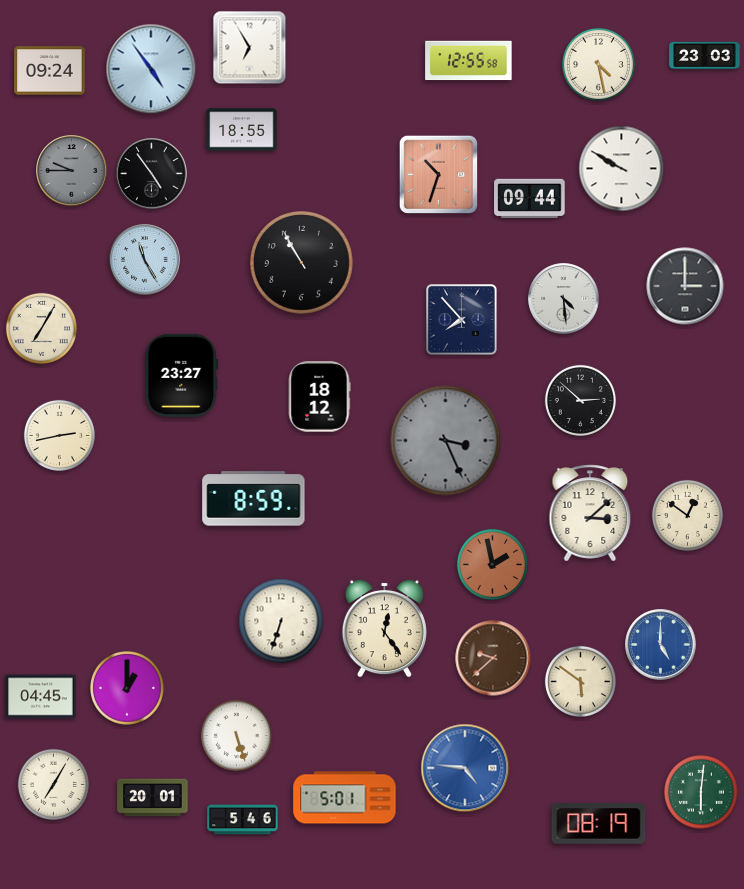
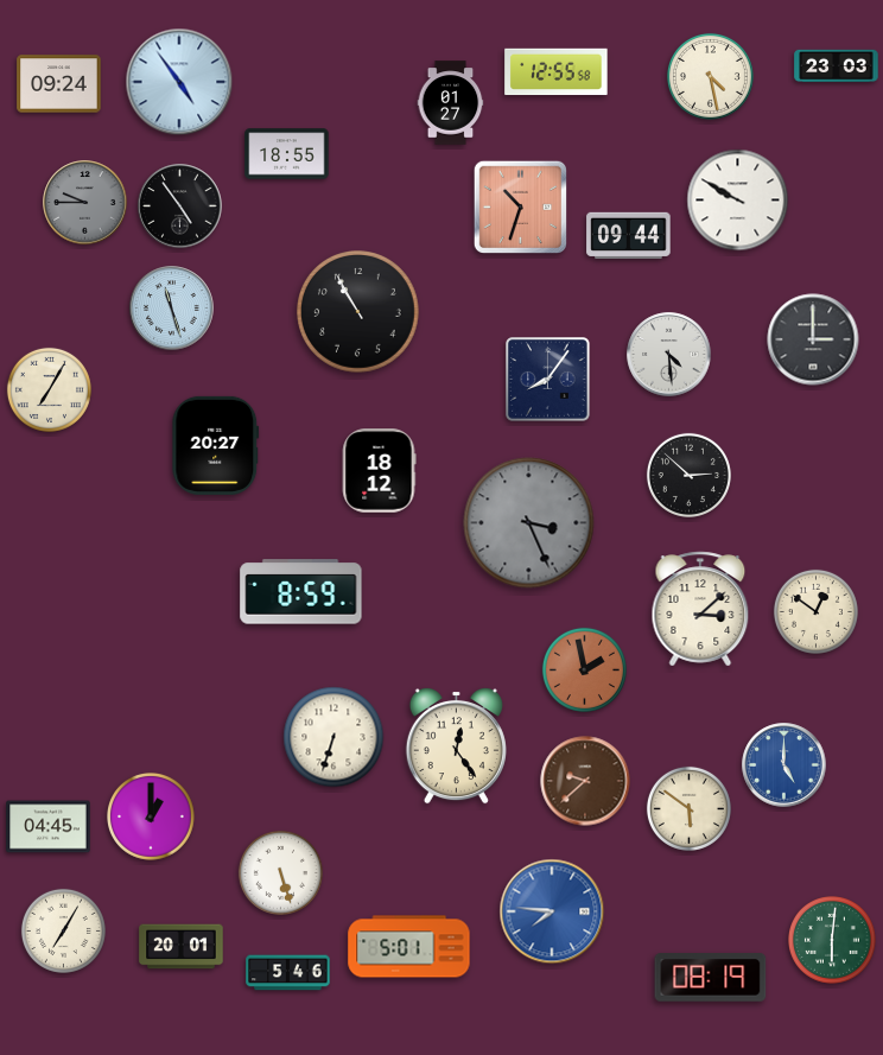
clock at (250, 48): 6:55 -> none
clock at (451, 103): none -> 01:27
clock at (145, 260): 11:25 -> 11:27
clock at (462, 320): 7:53 -> 8:06
clock at (182, 375): 23:27 -> 20:27
clock at (59, 435): 2:43 -> none
clock at (465, 768): 4:46 -> 7:46
